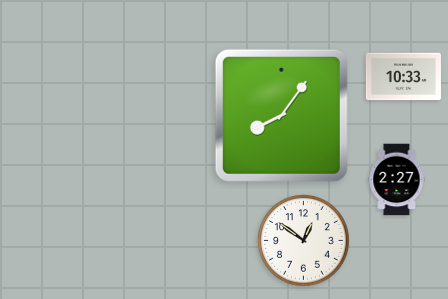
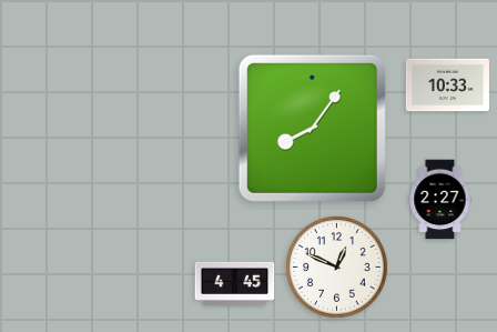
clock at (304, 241): 12:51 -> 12:49
clock at (235, 283): none -> 4:45
